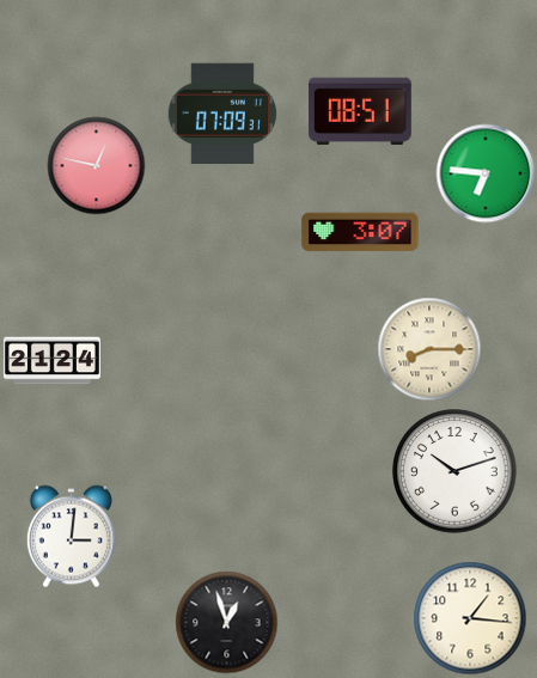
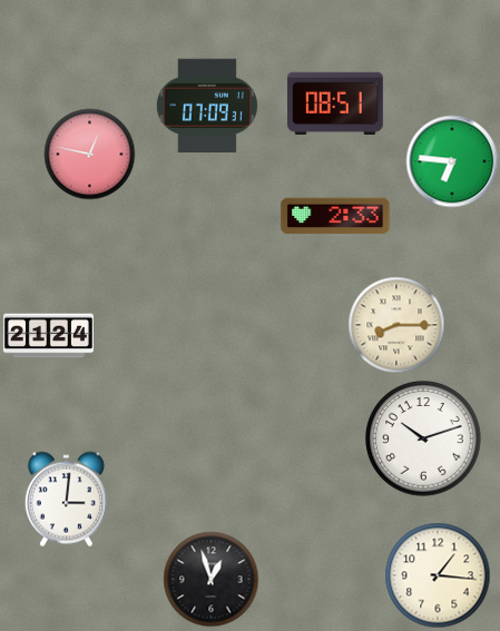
clock at (360, 232): 3:07 -> 2:33
clock at (429, 349) position: (429, 349) -> (396, 325)
